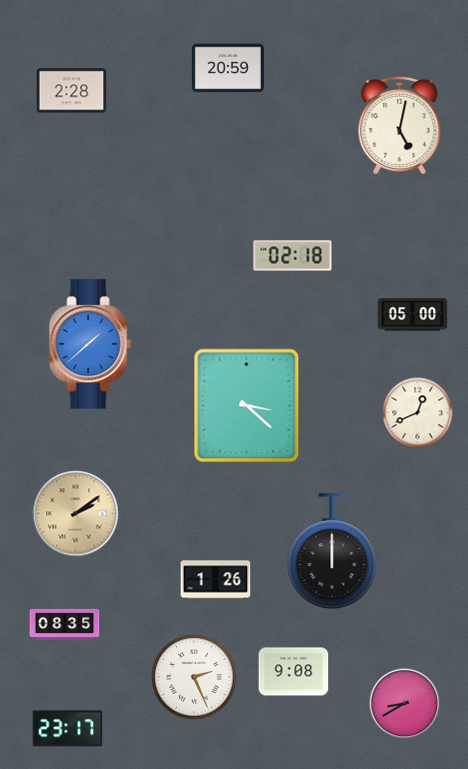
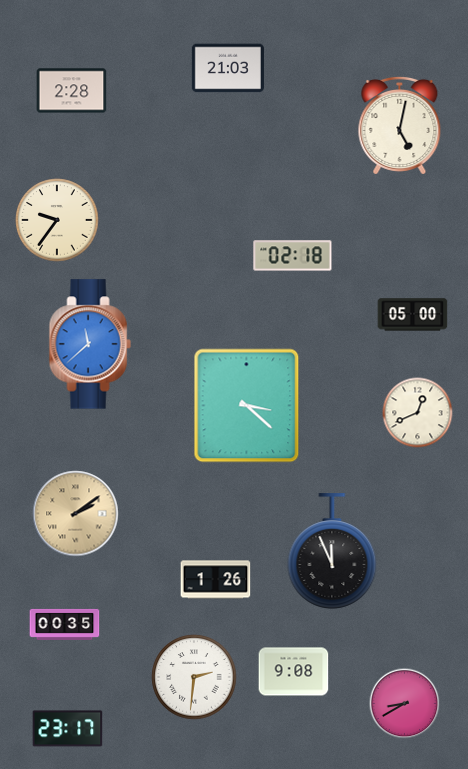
clock at (228, 68): 20:59 -> 21:03
clock at (57, 220): none -> 9:36
clock at (90, 344): 1:38 -> 11:38
clock at (332, 551): 12:00 -> 11:56
clock at (65, 624): 08:35 -> 00:35
clock at (194, 677): 2:26 -> 2:31
